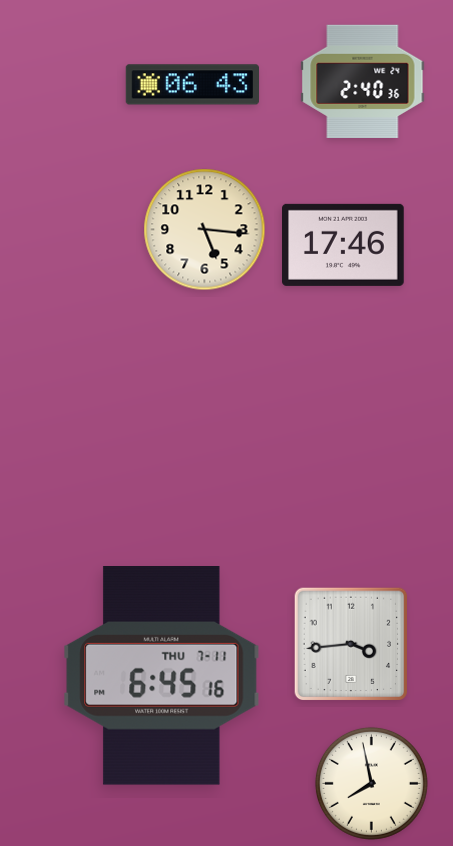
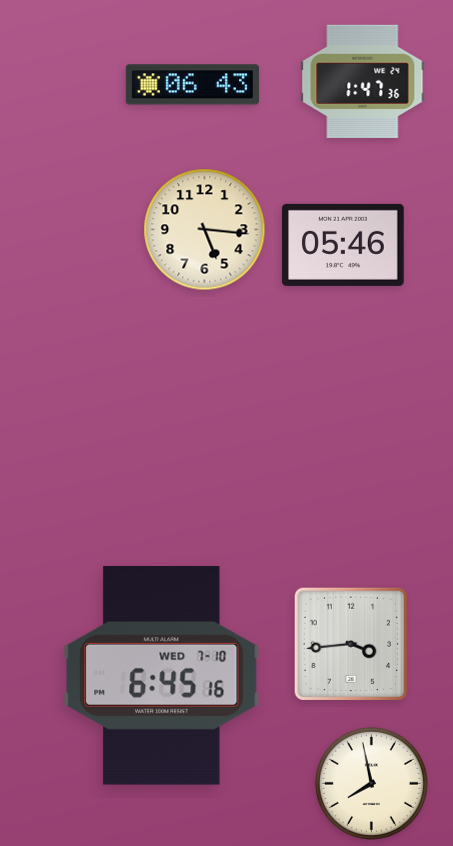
clock at (363, 81): 2:40 -> 1:47
clock at (344, 245): 17:46 -> 05:46
clock at (162, 676) date: THU 7-11 -> WED 7-10
